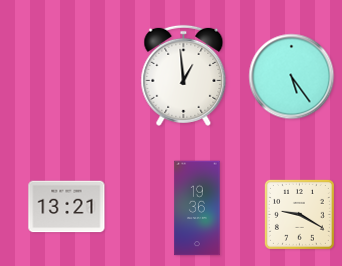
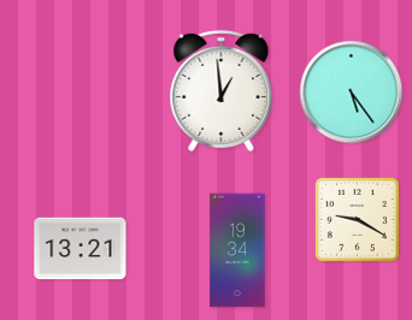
clock at (197, 208): 19:36 -> 19:34
clock at (299, 214) position: (299, 214) -> (357, 219)
